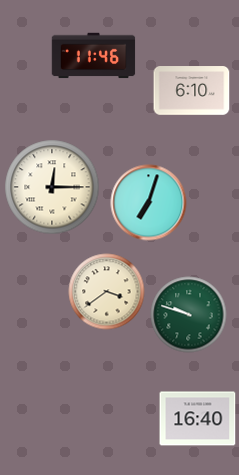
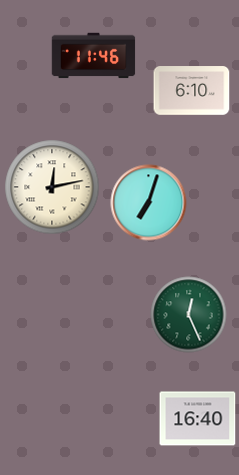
clock at (52, 187): 12:15 -> 12:13
clock at (107, 292): 3:39 -> none
clock at (189, 315): 9:48 -> 12:26
